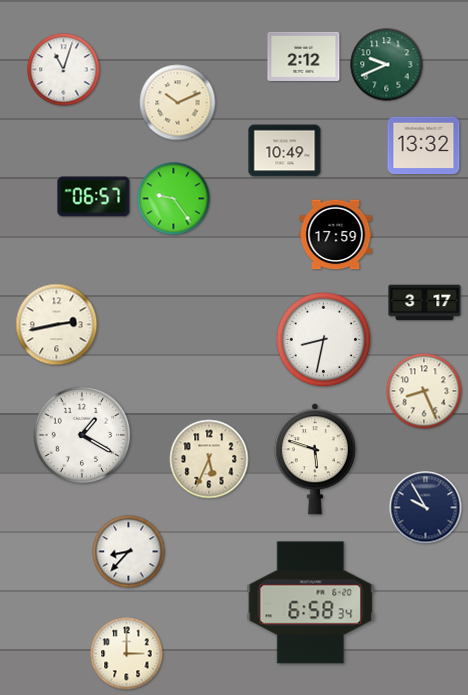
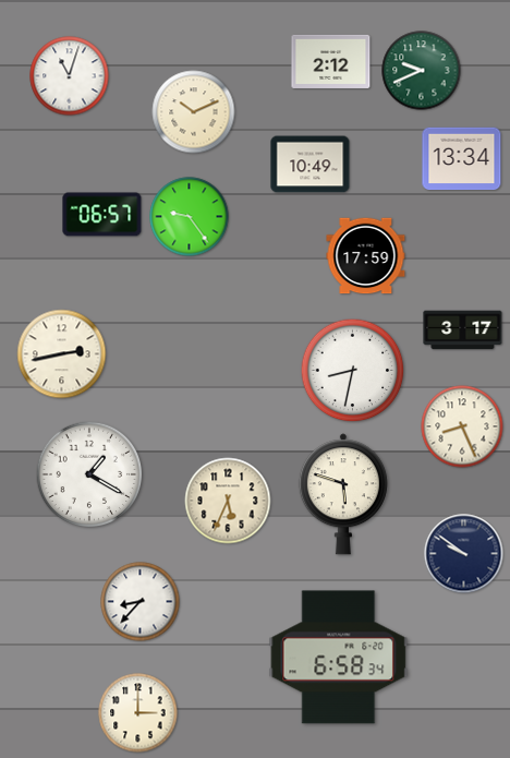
clock at (424, 146): 13:32 -> 13:34
clock at (315, 459) position: (315, 459) -> (343, 494)
clock at (426, 508): 9:55 -> 9:51
